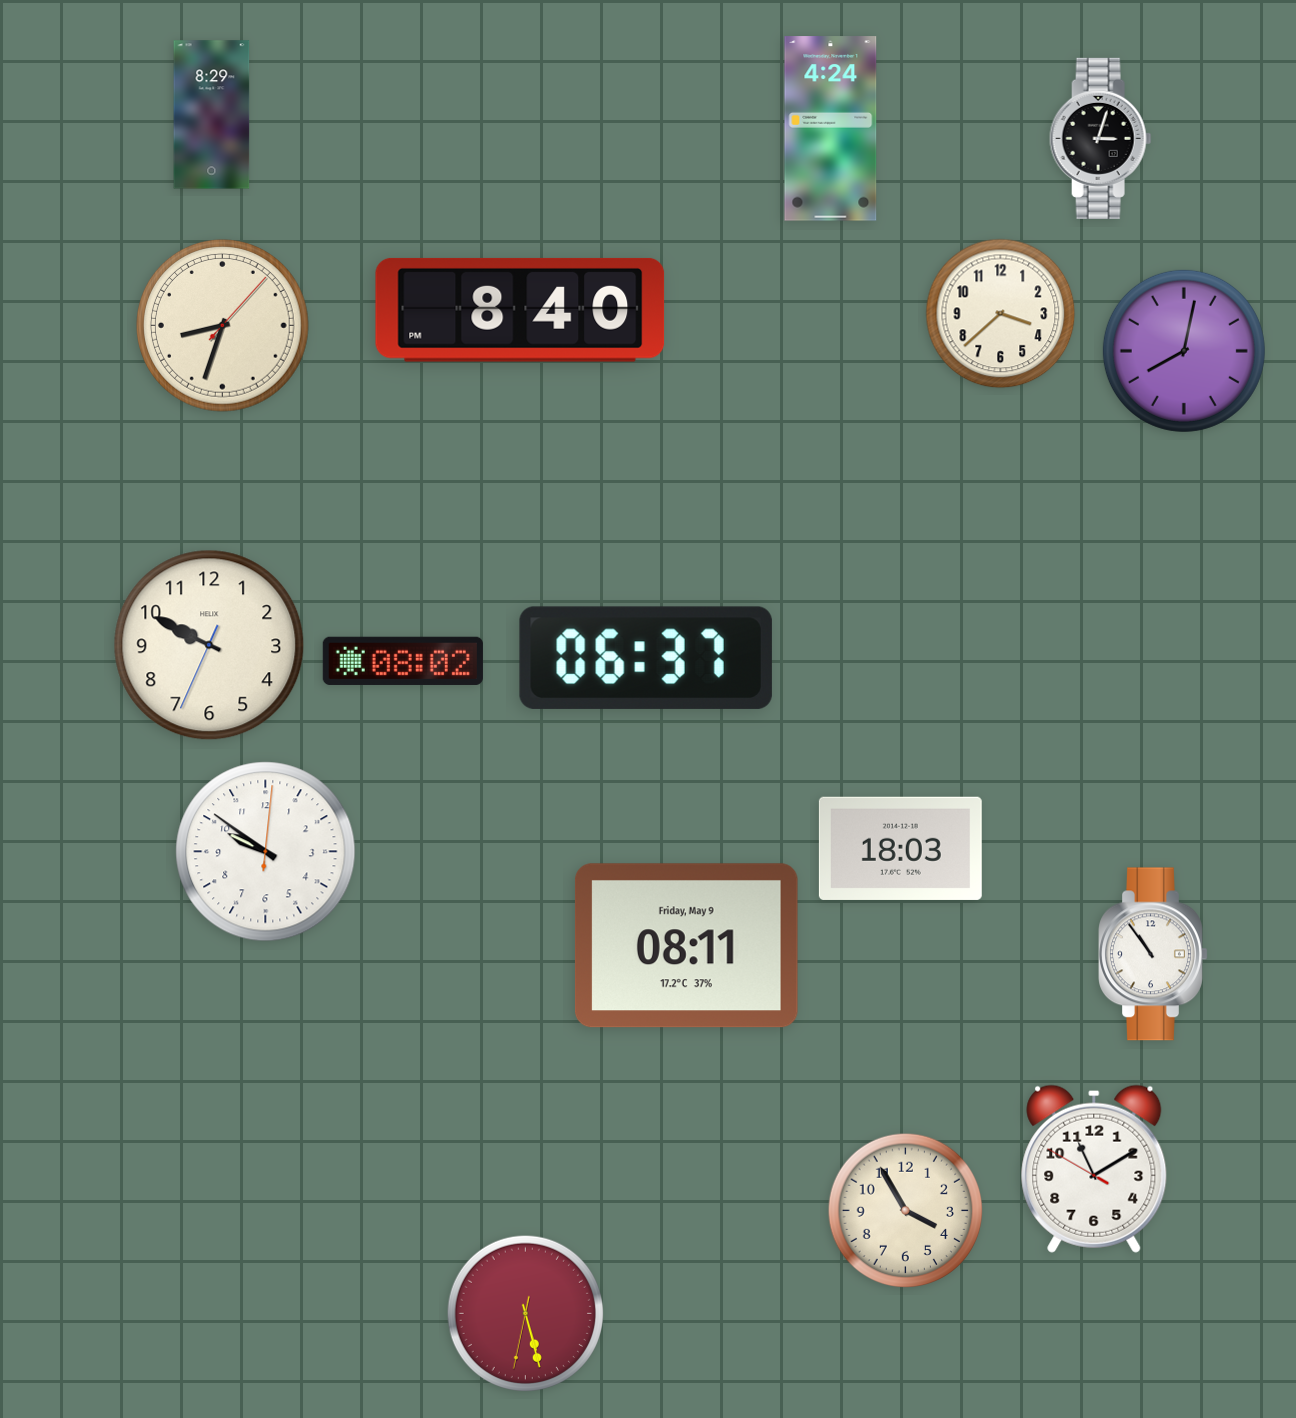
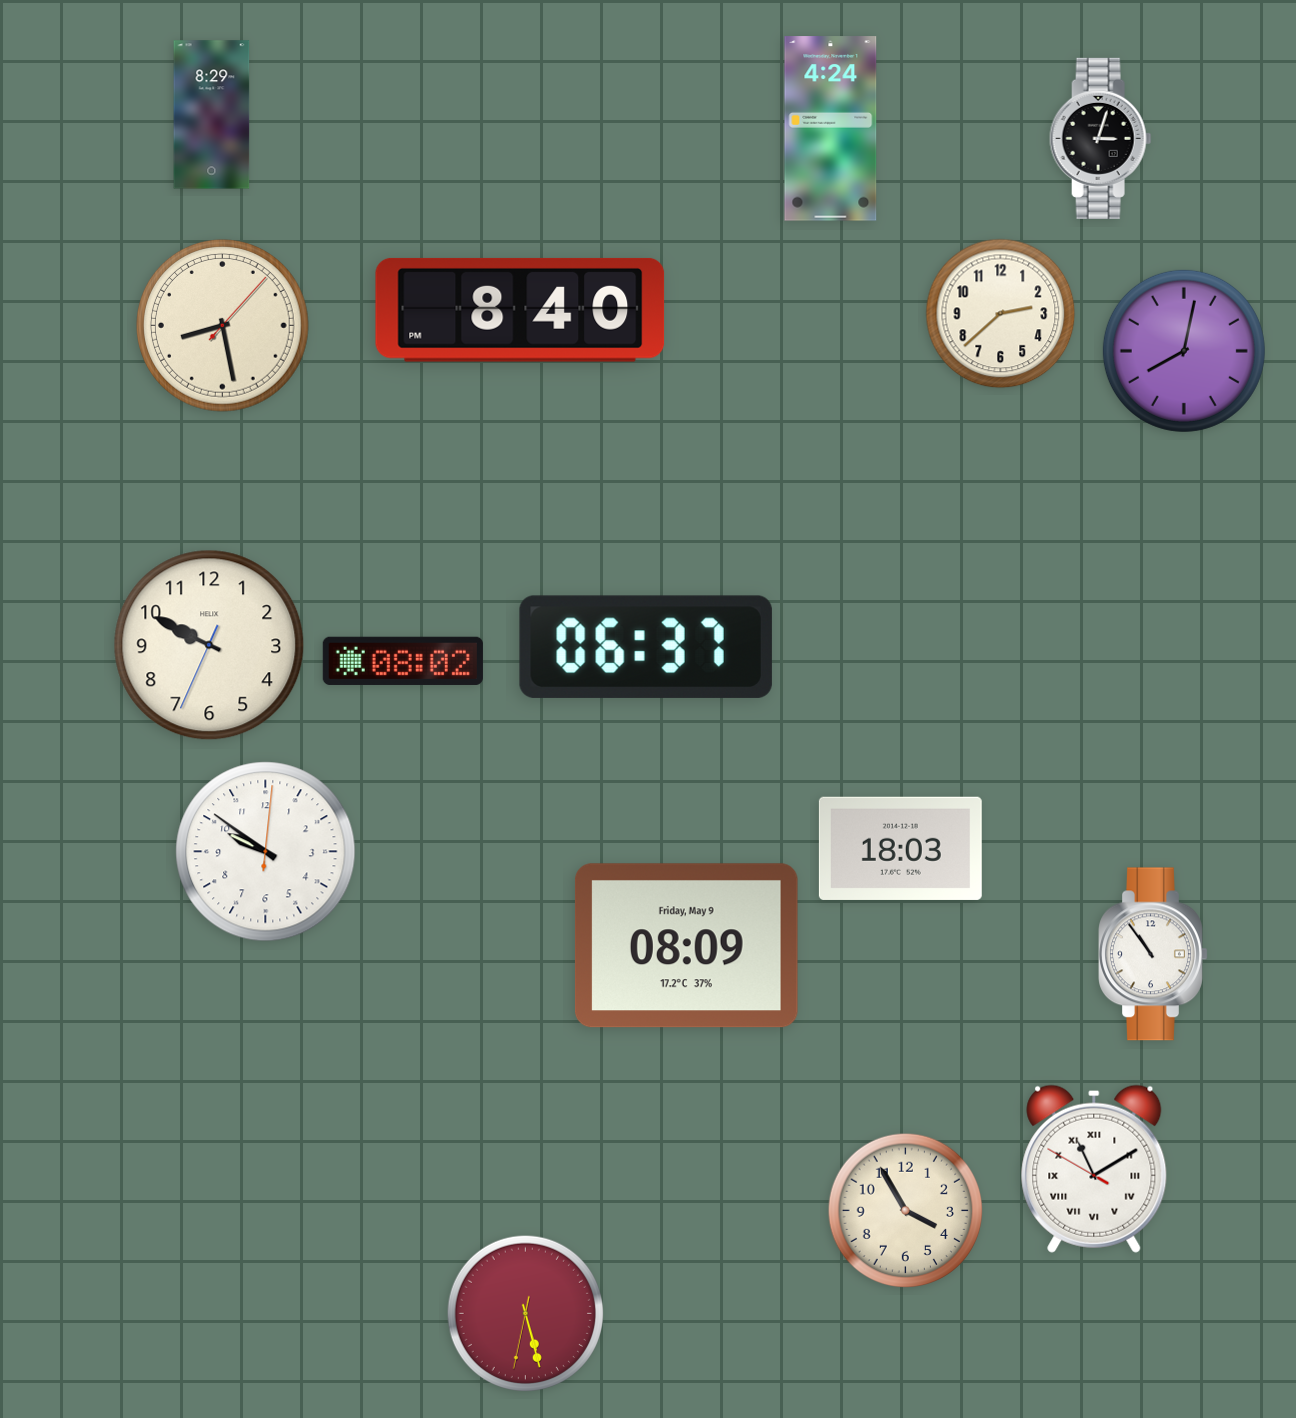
clock at (1001, 314): 3:38 -> 2:38
clock at (223, 326): 8:33 -> 8:28
clock at (646, 658) position: (646, 658) -> (646, 647)
clock at (686, 946): 08:11 -> 08:09
clock at (1094, 1169) numerals: Arabic -> Roman
